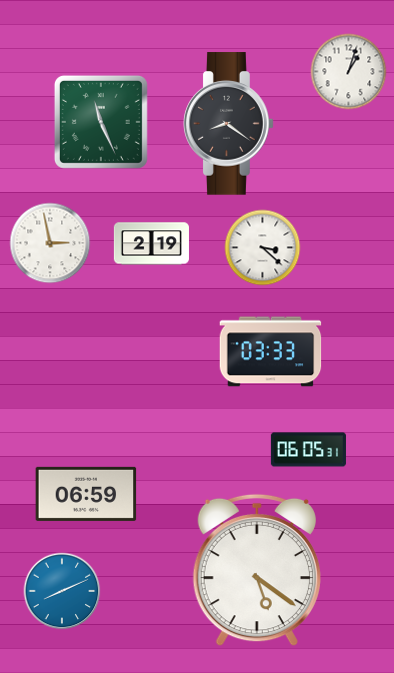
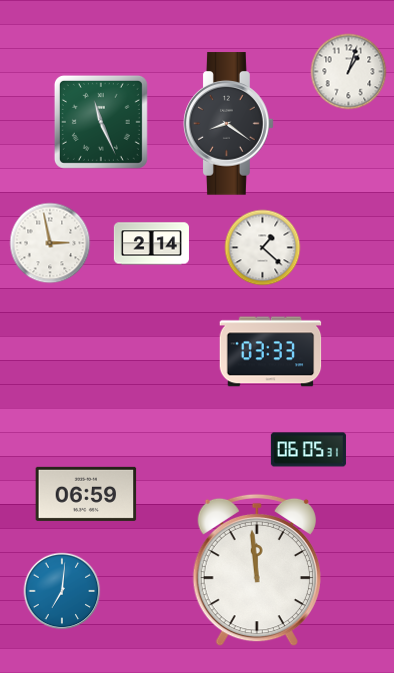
clock at (151, 244): 2:19 -> 2:14
clock at (263, 248): 3:22 -> 1:22
clock at (257, 570): 5:21 -> 11:59
clock at (62, 591): 8:11 -> 7:01
